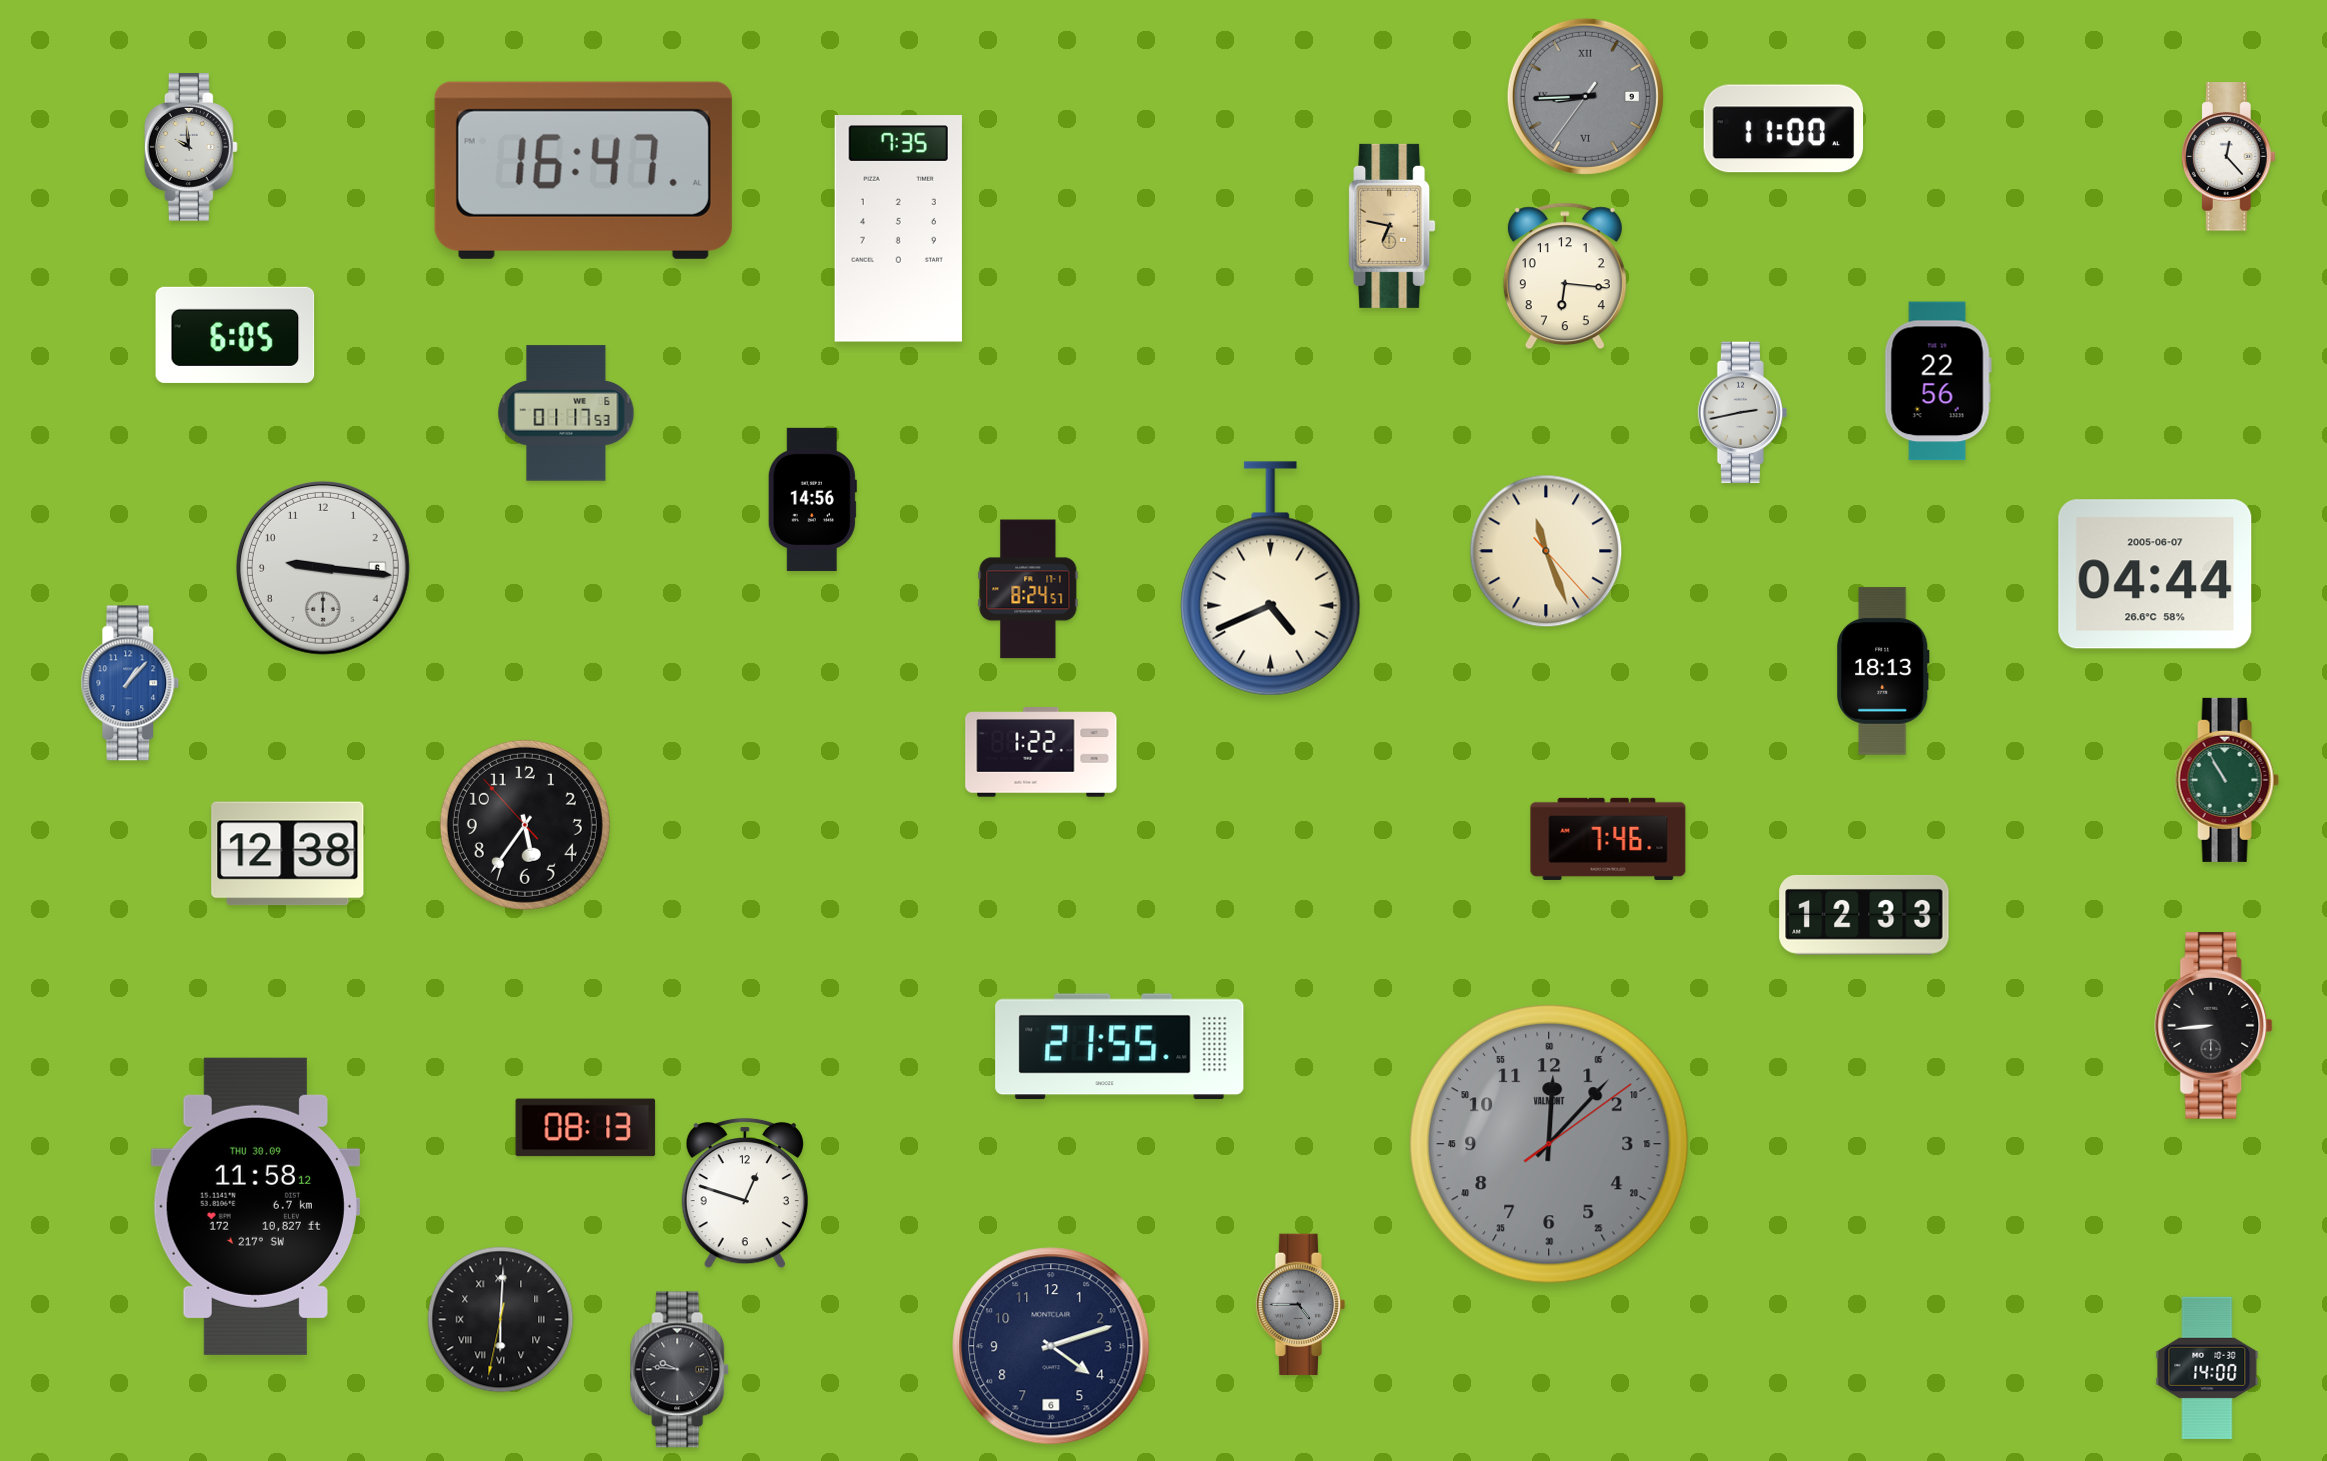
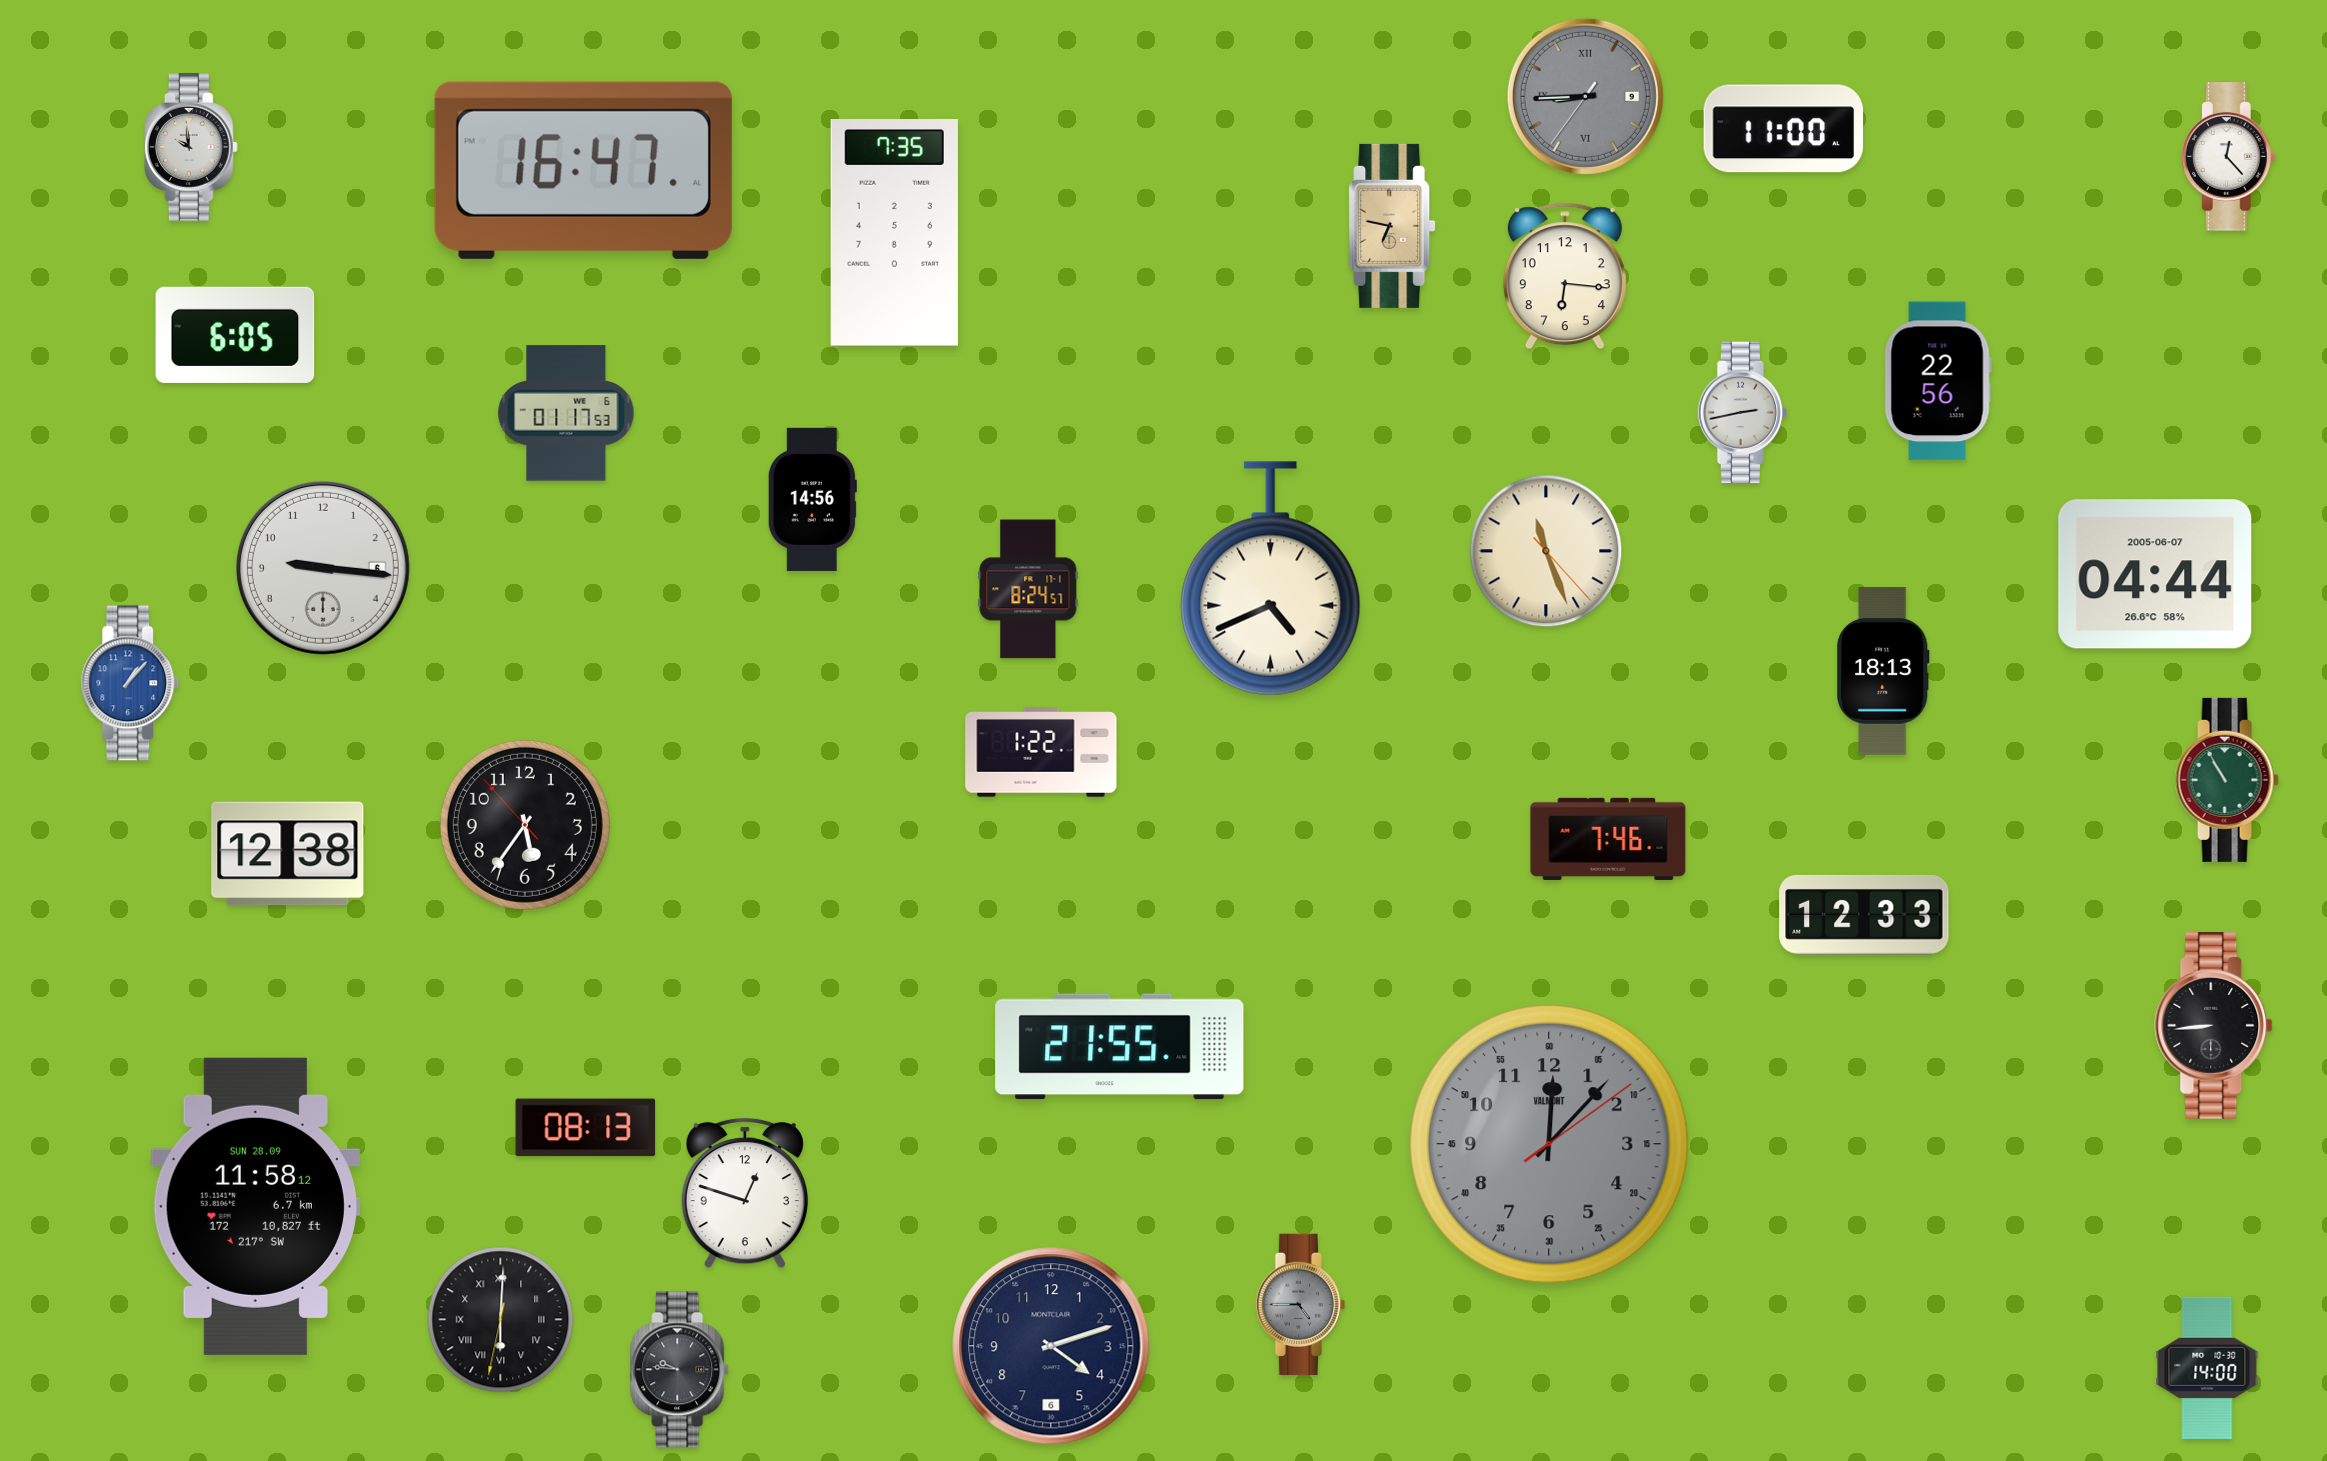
clock at (898, 229) position: (898, 229) -> (894, 233)
clock at (255, 1206) date: THU 30.09 -> SUN 28.09
